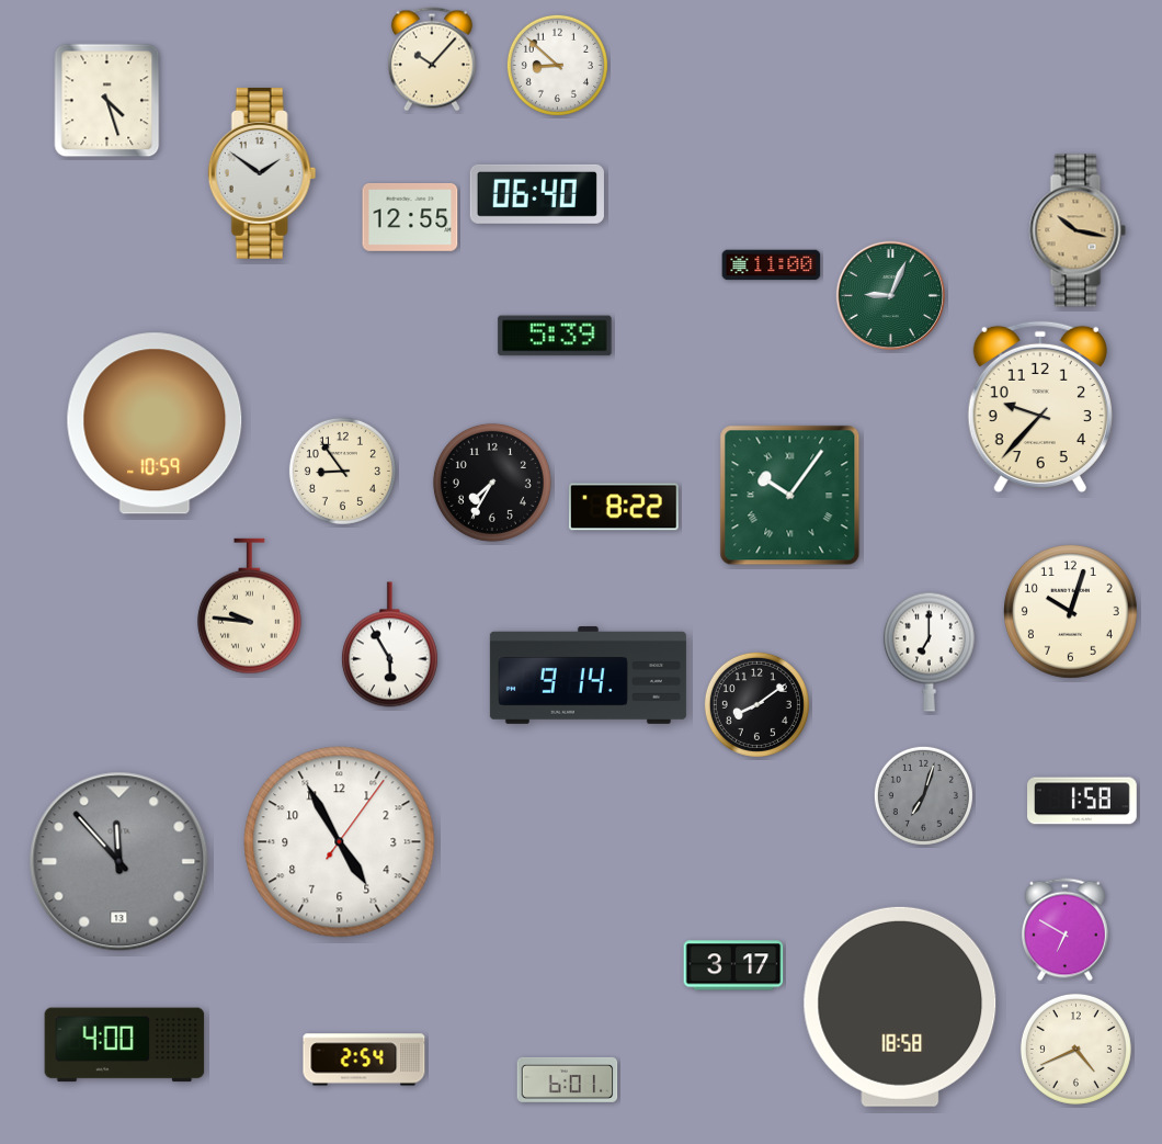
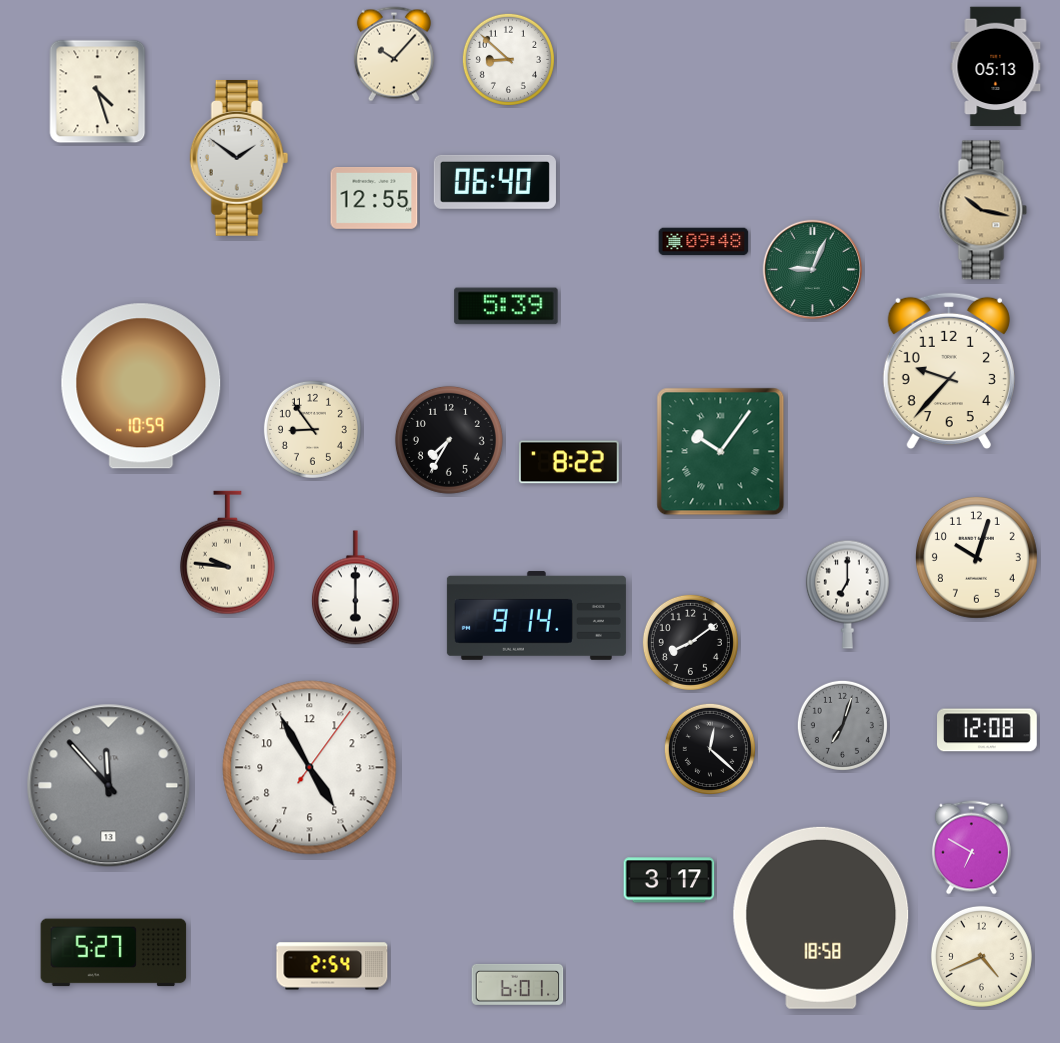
clock at (996, 67): none -> 05:13
clock at (537, 194) position: (537, 194) -> (495, 182)
clock at (772, 265): 11:00 -> 09:48
clock at (389, 645): 5:55 -> 6:00
clock at (1083, 801): 1:58 -> 12:08
clock at (710, 749): none -> 12:22
clock at (125, 1045): 4:00 -> 5:27
